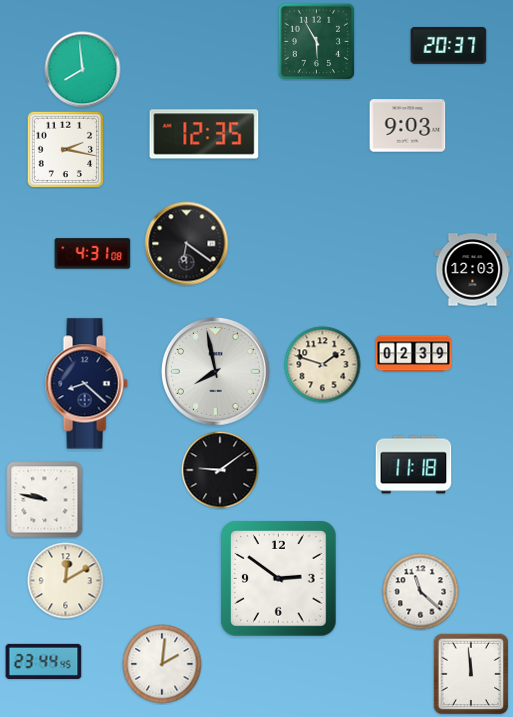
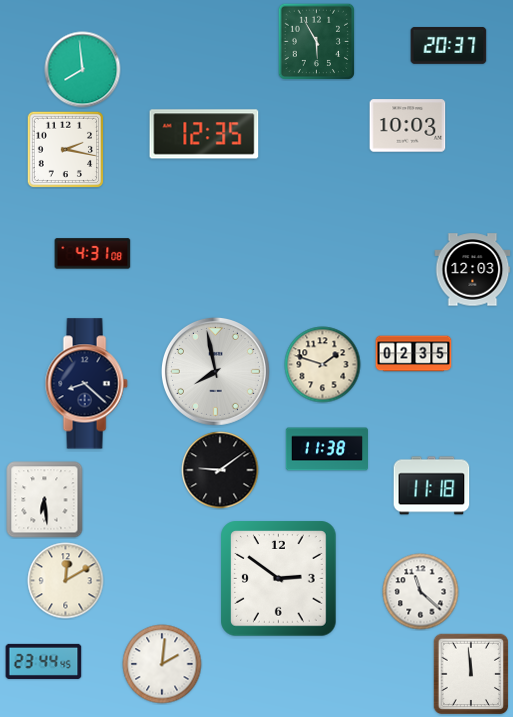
clock at (408, 126): 9:03 -> 10:03
clock at (187, 244): 6:21 -> none
clock at (414, 354): 02:39 -> 02:35
clock at (326, 449): none -> 11:38
clock at (414, 465) position: (414, 465) -> (432, 486)
clock at (45, 500): 9:47 -> 6:29
